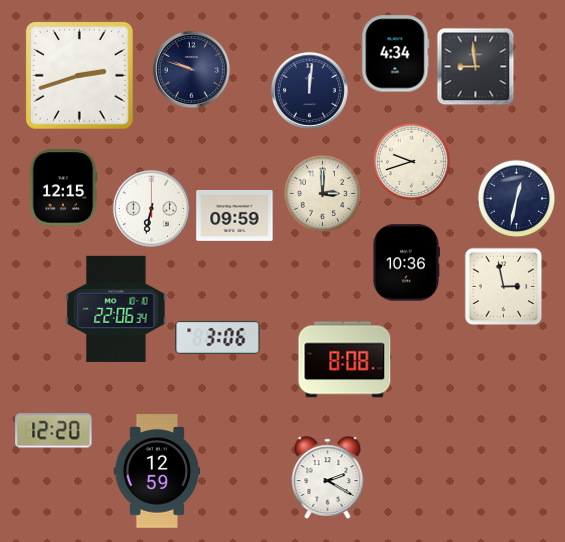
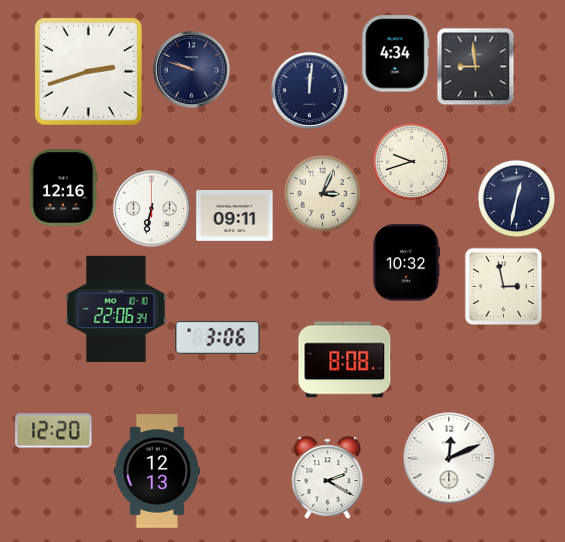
clock at (79, 75) position: (79, 75) -> (88, 71)
clock at (63, 188): 12:15 -> 12:16
clock at (322, 193): 3:00 -> 3:04
clock at (235, 215): 09:59 -> 09:11
clock at (406, 263): 10:36 -> 10:32
clock at (449, 458): none -> 12:11
clock at (157, 471): 12:59 -> 12:13
